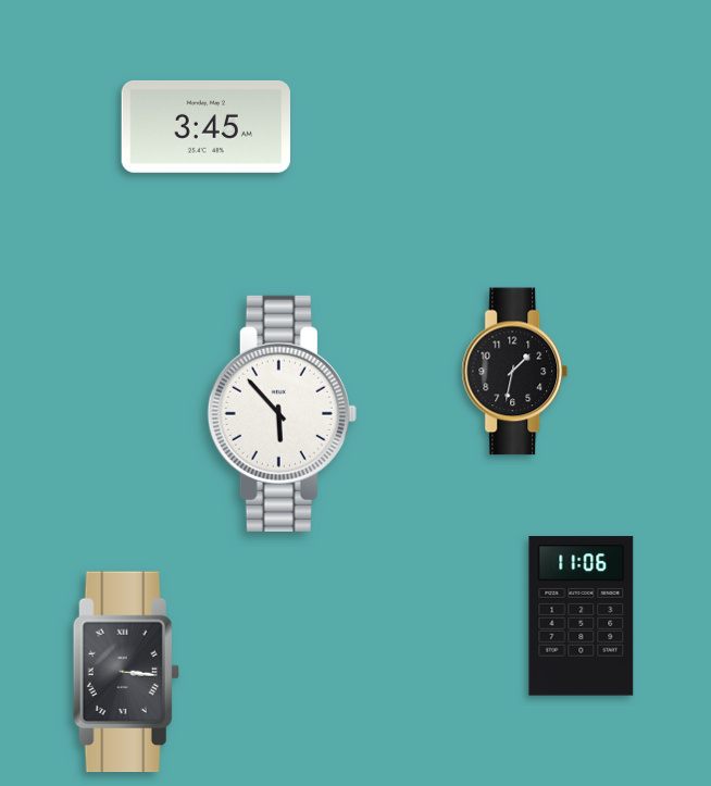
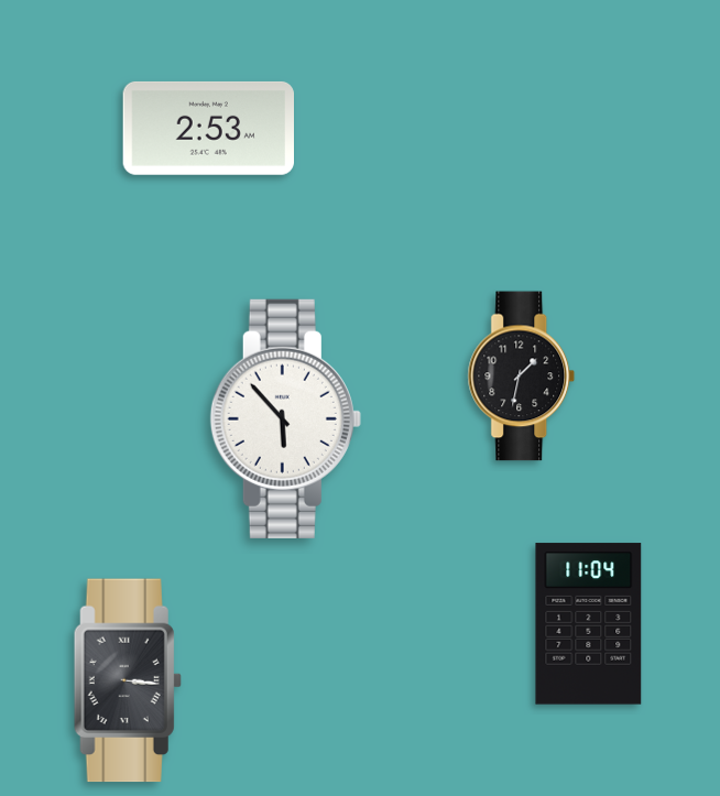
clock at (205, 126): 3:45 -> 2:53
clock at (582, 616): 11:06 -> 11:04
